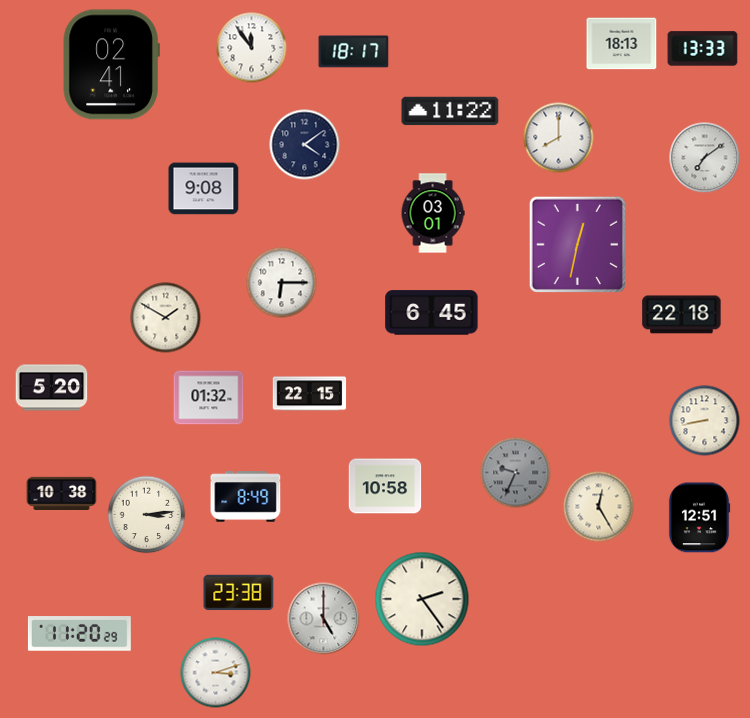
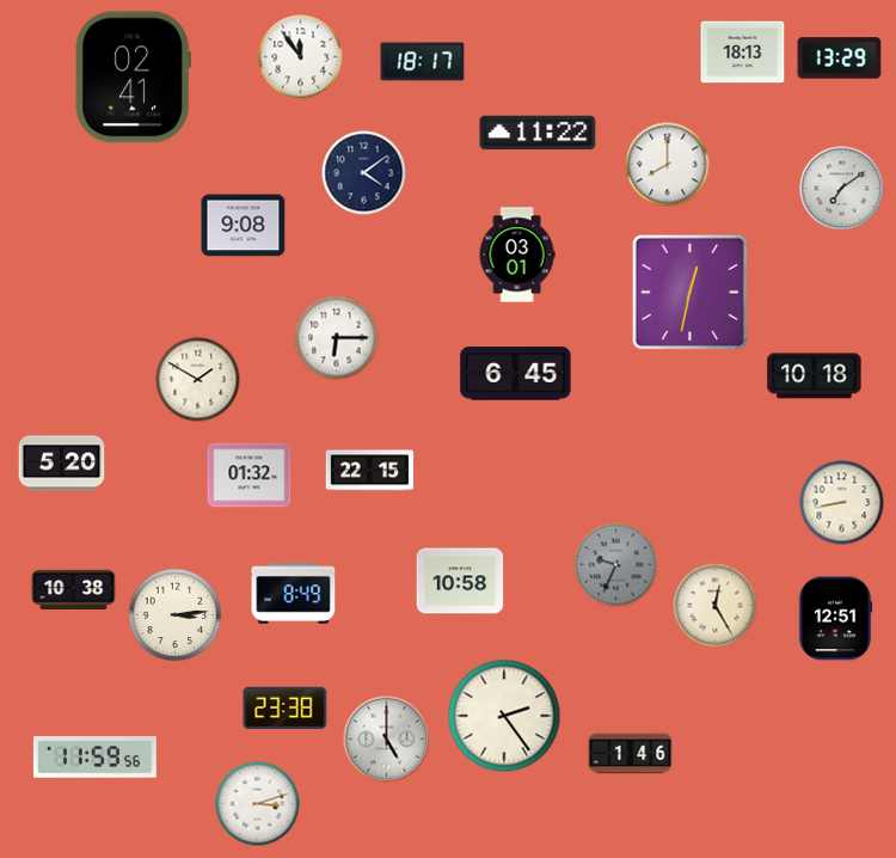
clock at (703, 49): 13:33 -> 13:29
clock at (682, 315): 22:18 -> 10:18
clock at (631, 754): none -> 1:46
clock at (79, 634): 11:20 -> 11:59
